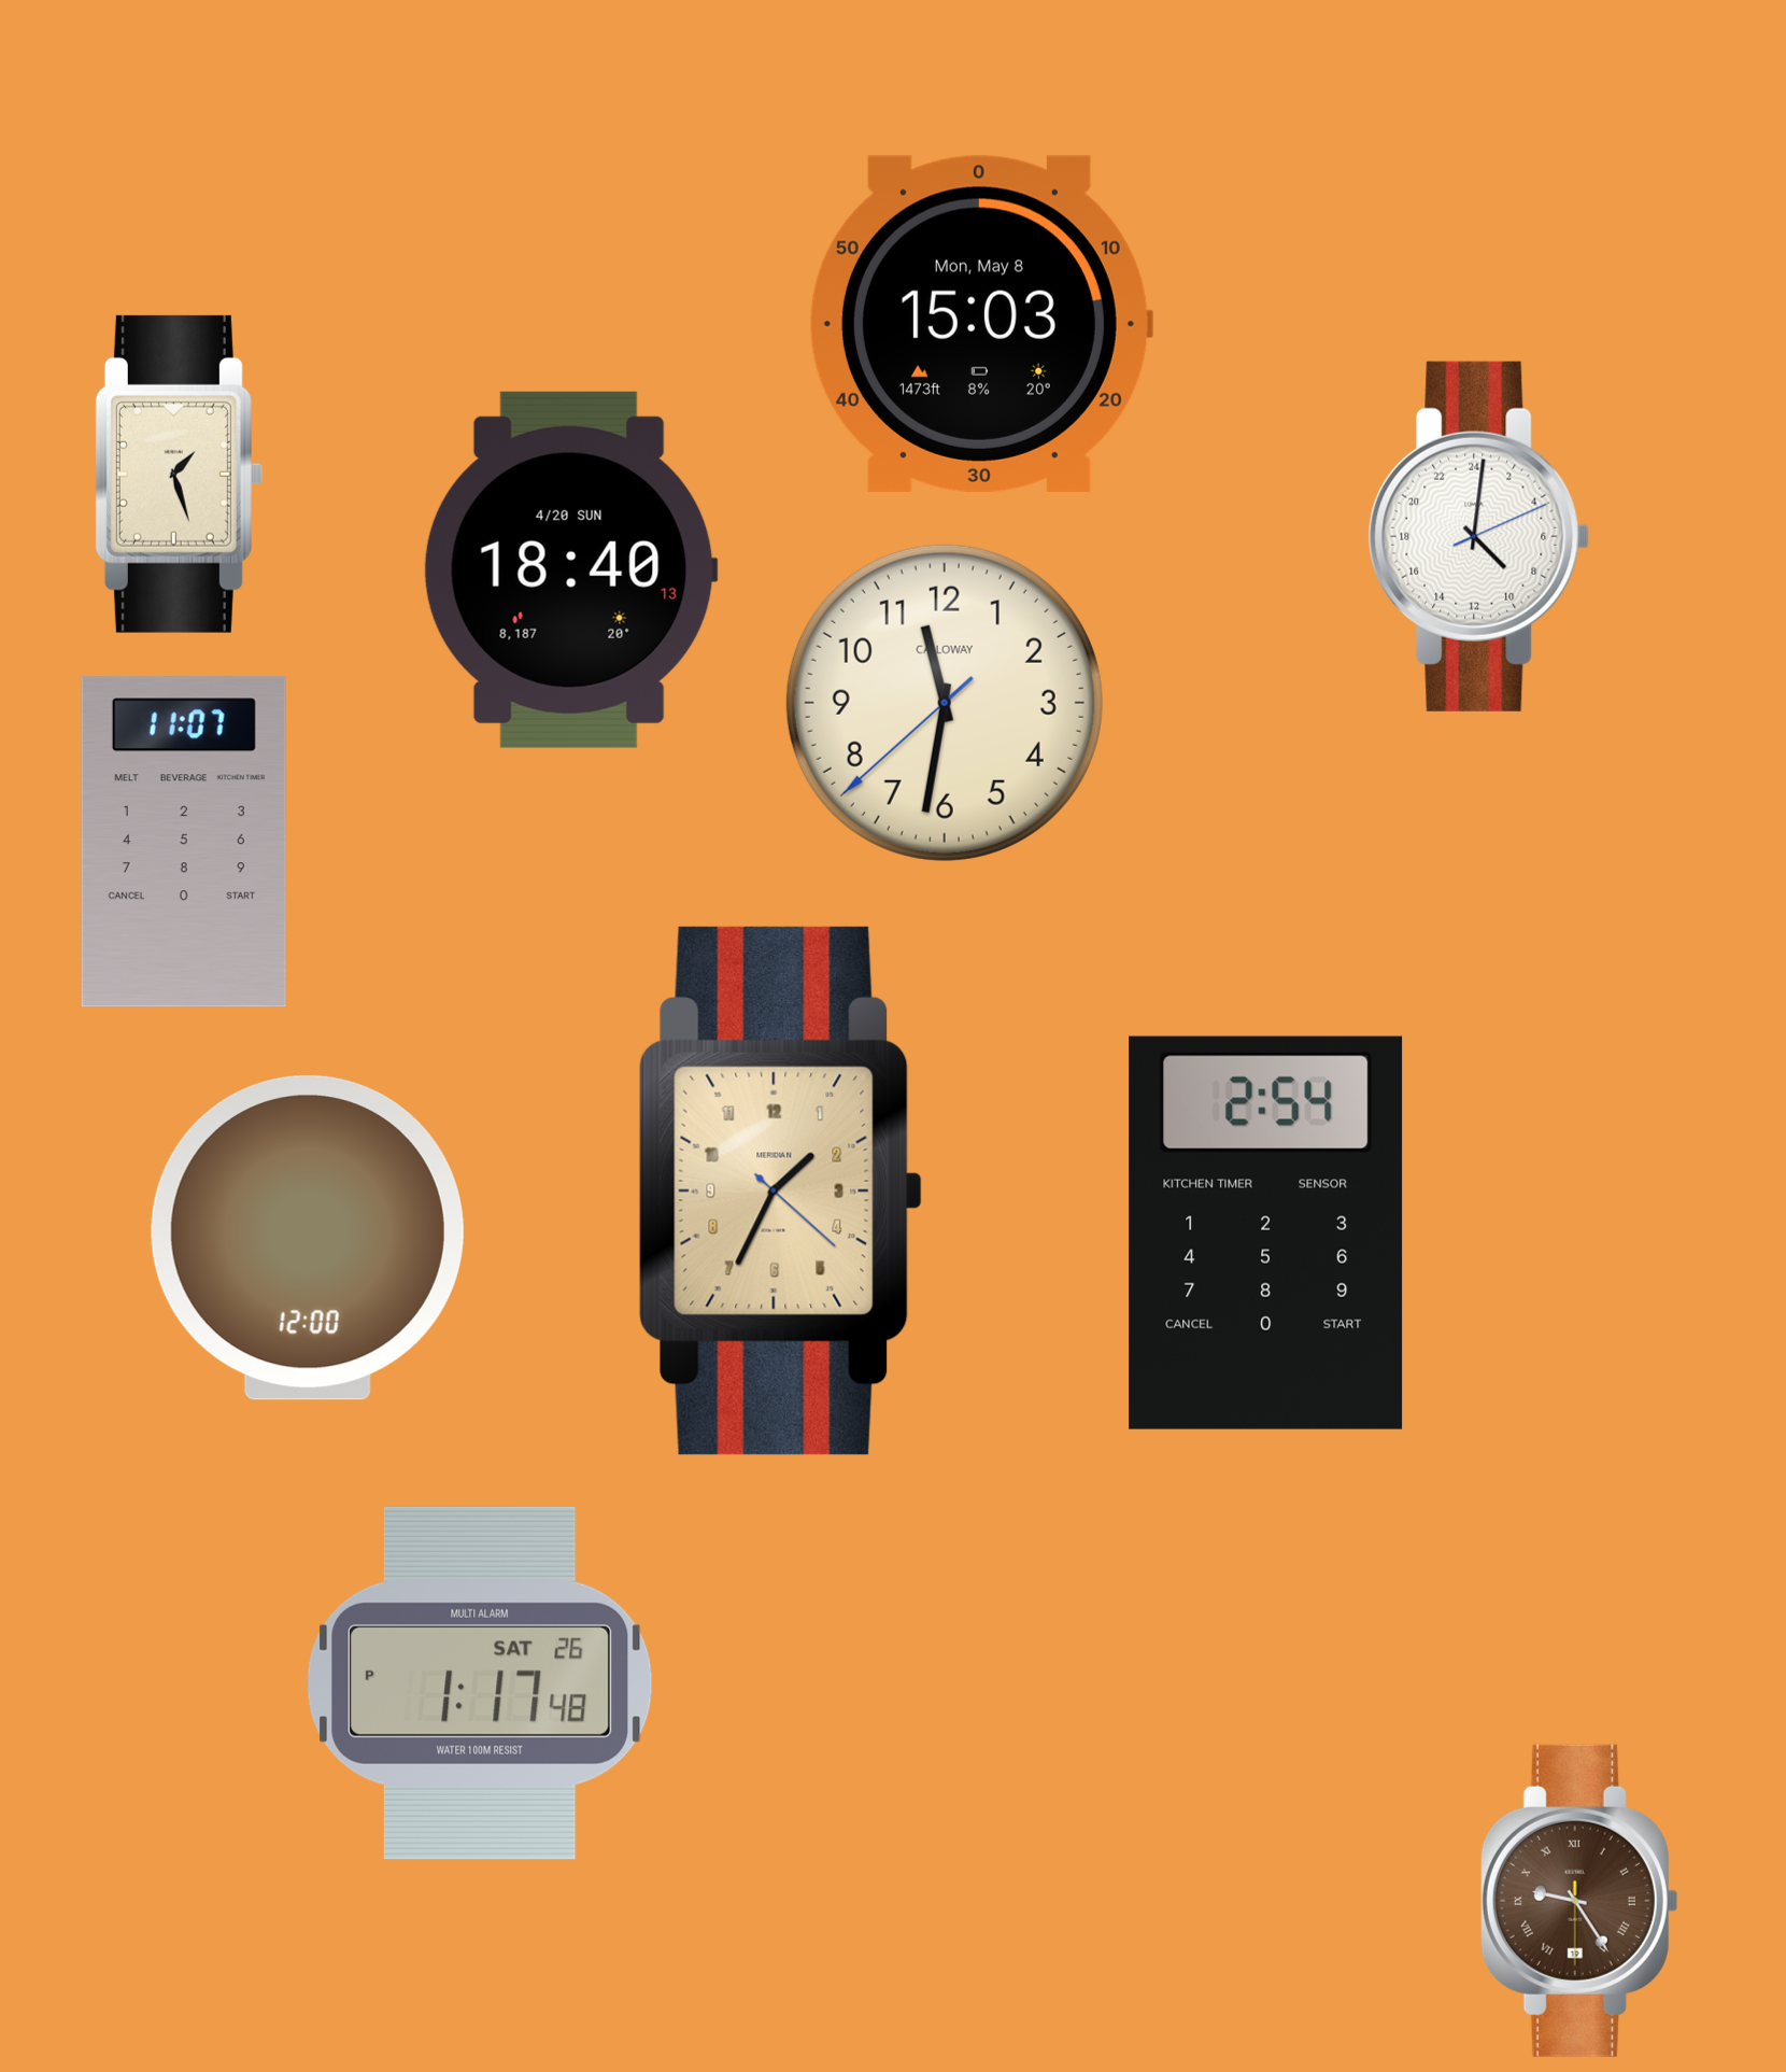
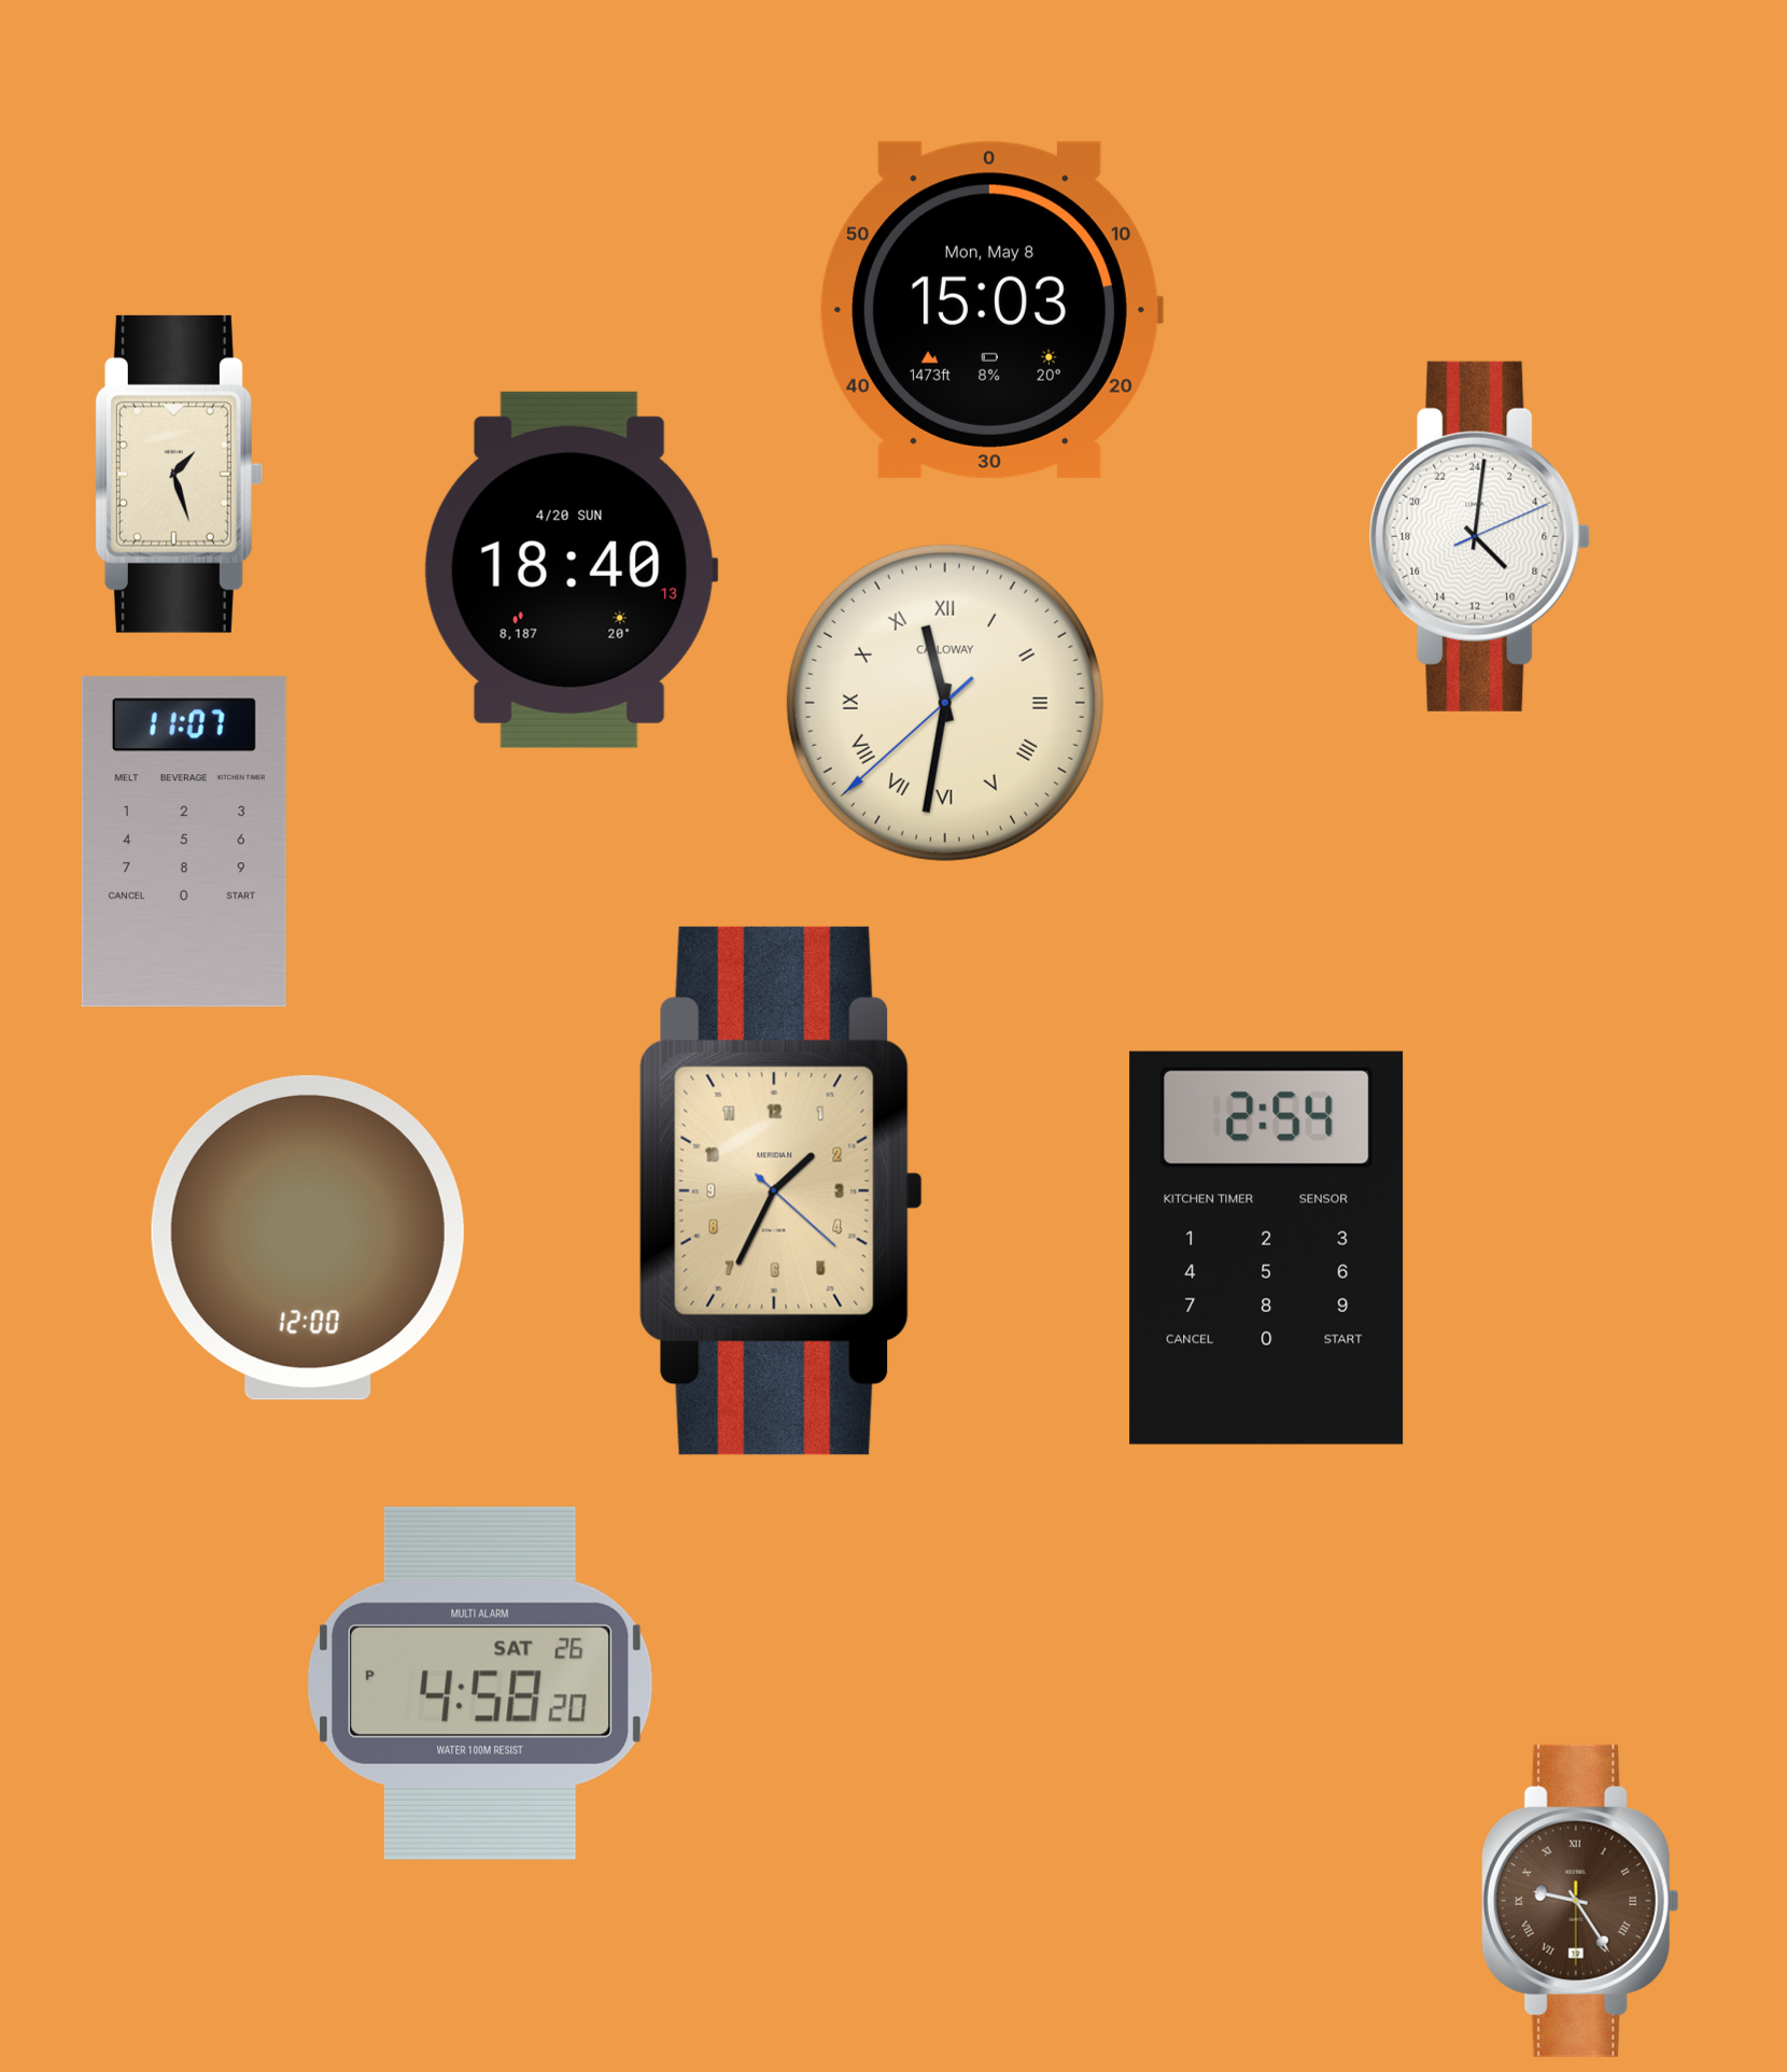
clock at (980, 324) position: (980, 324) -> (990, 310)
clock at (945, 703) numerals: Arabic -> Roman
clock at (1266, 1232) position: (1266, 1232) -> (1267, 1248)
clock at (480, 1683): 1:17 -> 4:58
